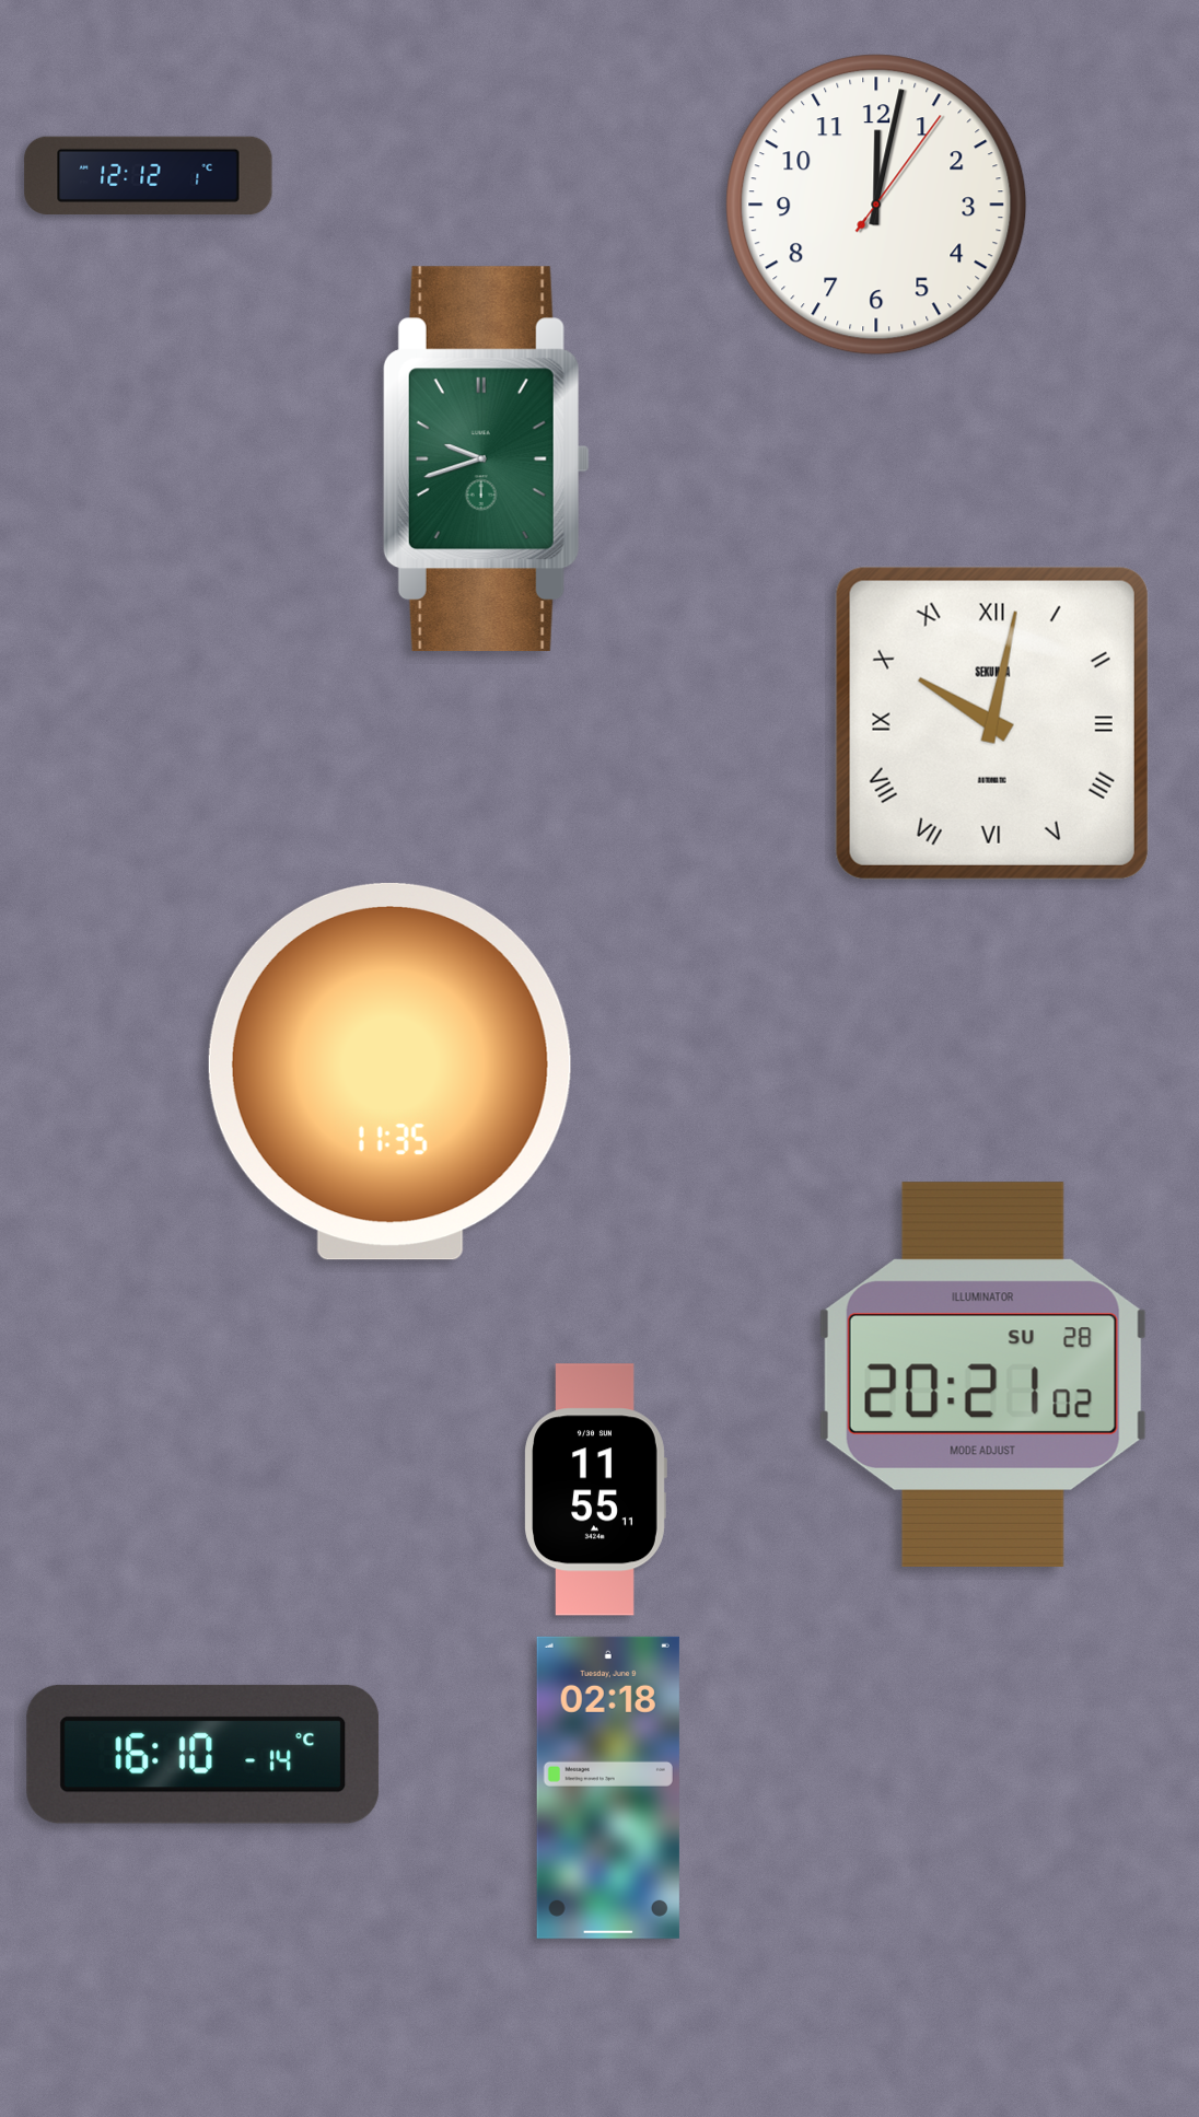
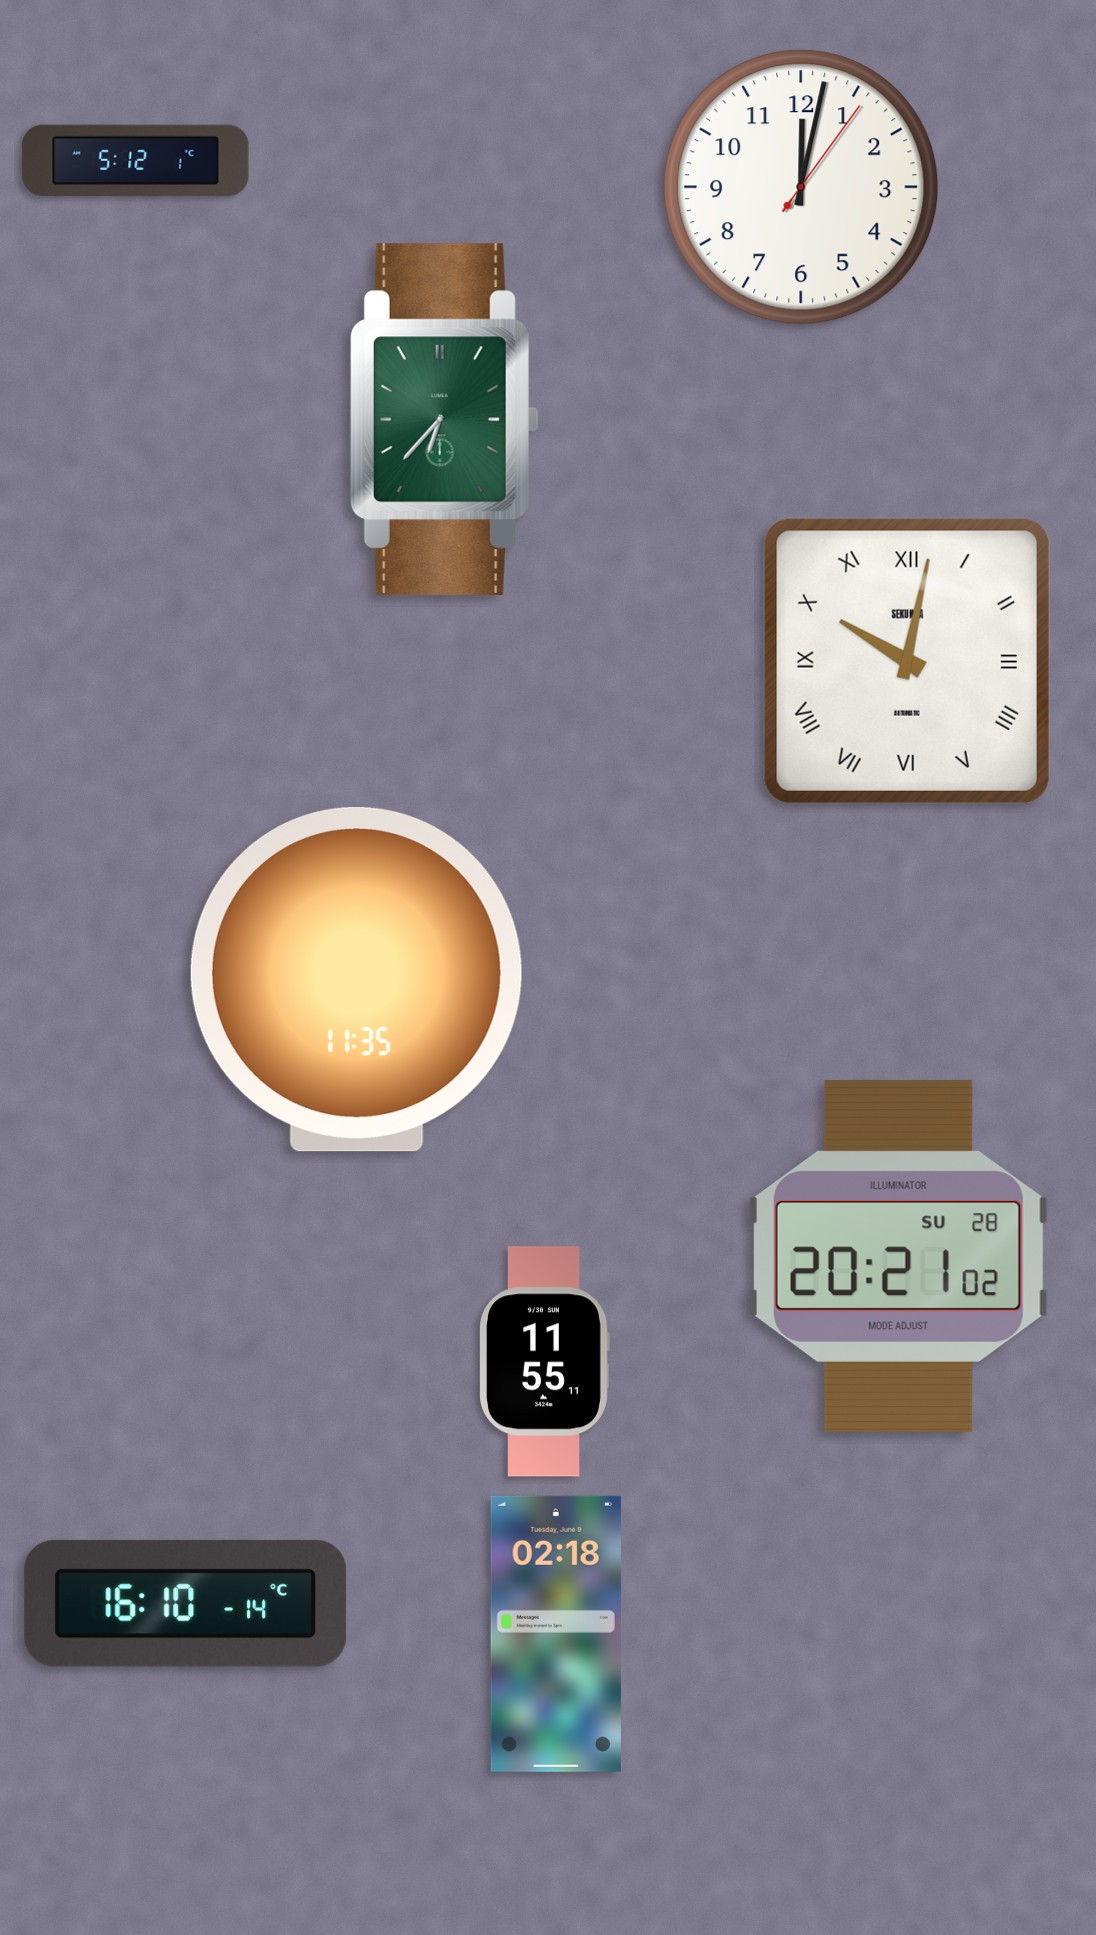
clock at (149, 175): 12:12 -> 5:12
clock at (486, 460): 9:42 -> 6:37
